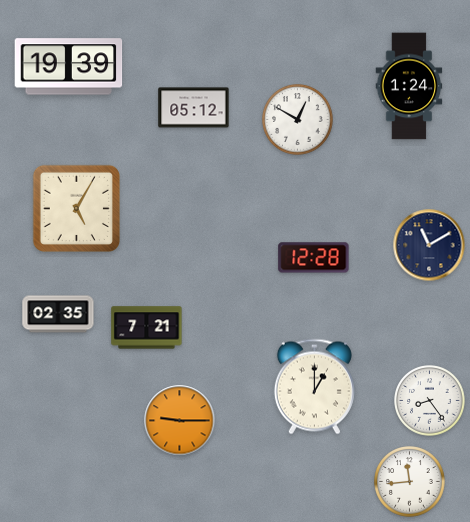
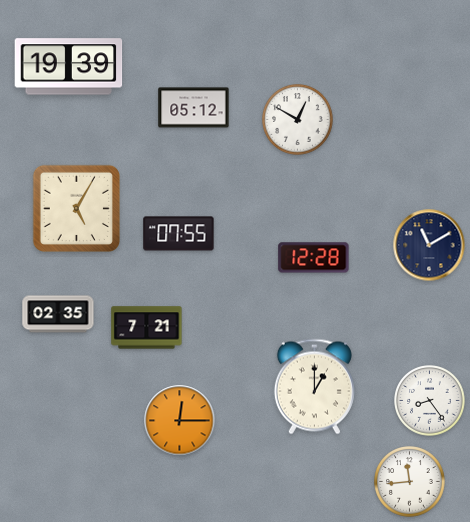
clock at (409, 86): 1:24 -> none
clock at (179, 234): none -> 07:55
clock at (180, 421): 9:15 -> 12:15
